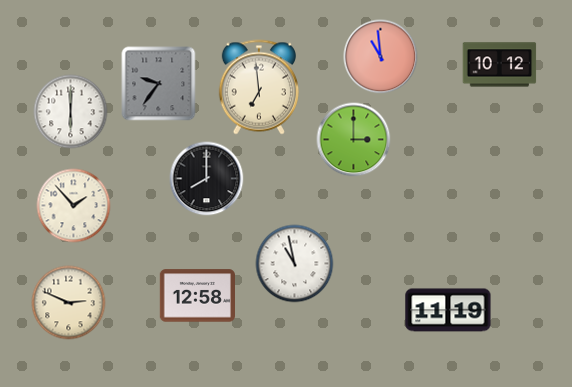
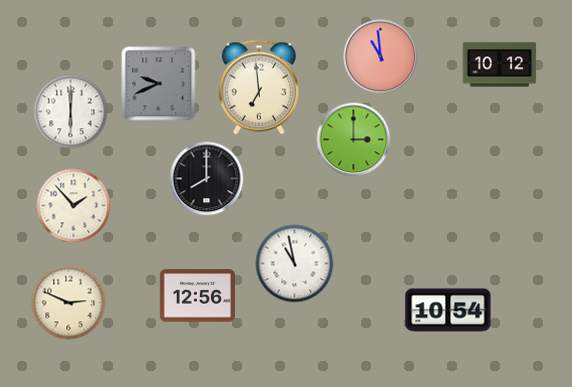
clock at (159, 84): 9:36 -> 9:41
clock at (197, 296): 12:58 -> 12:56
clock at (448, 310): 11:19 -> 10:54
